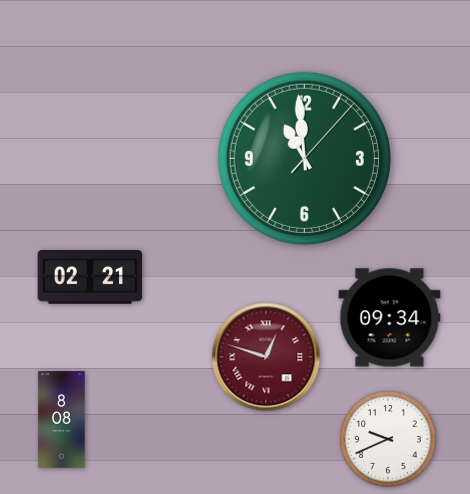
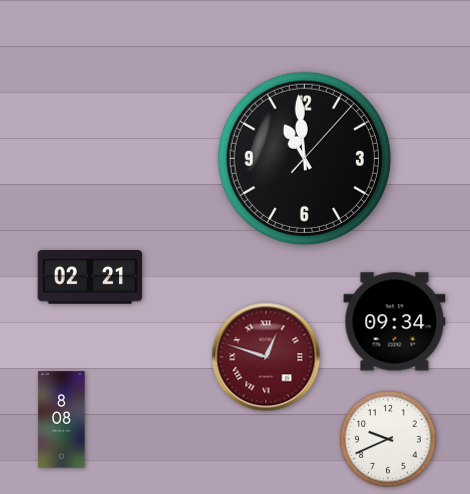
clock at (304, 158) dial: green -> black
clock at (390, 318) position: (390, 318) -> (395, 322)
